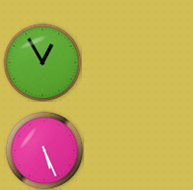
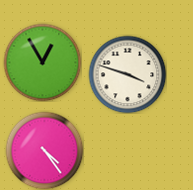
clock at (127, 74): none -> 3:48
clock at (44, 150): 5:26 -> 4:24
